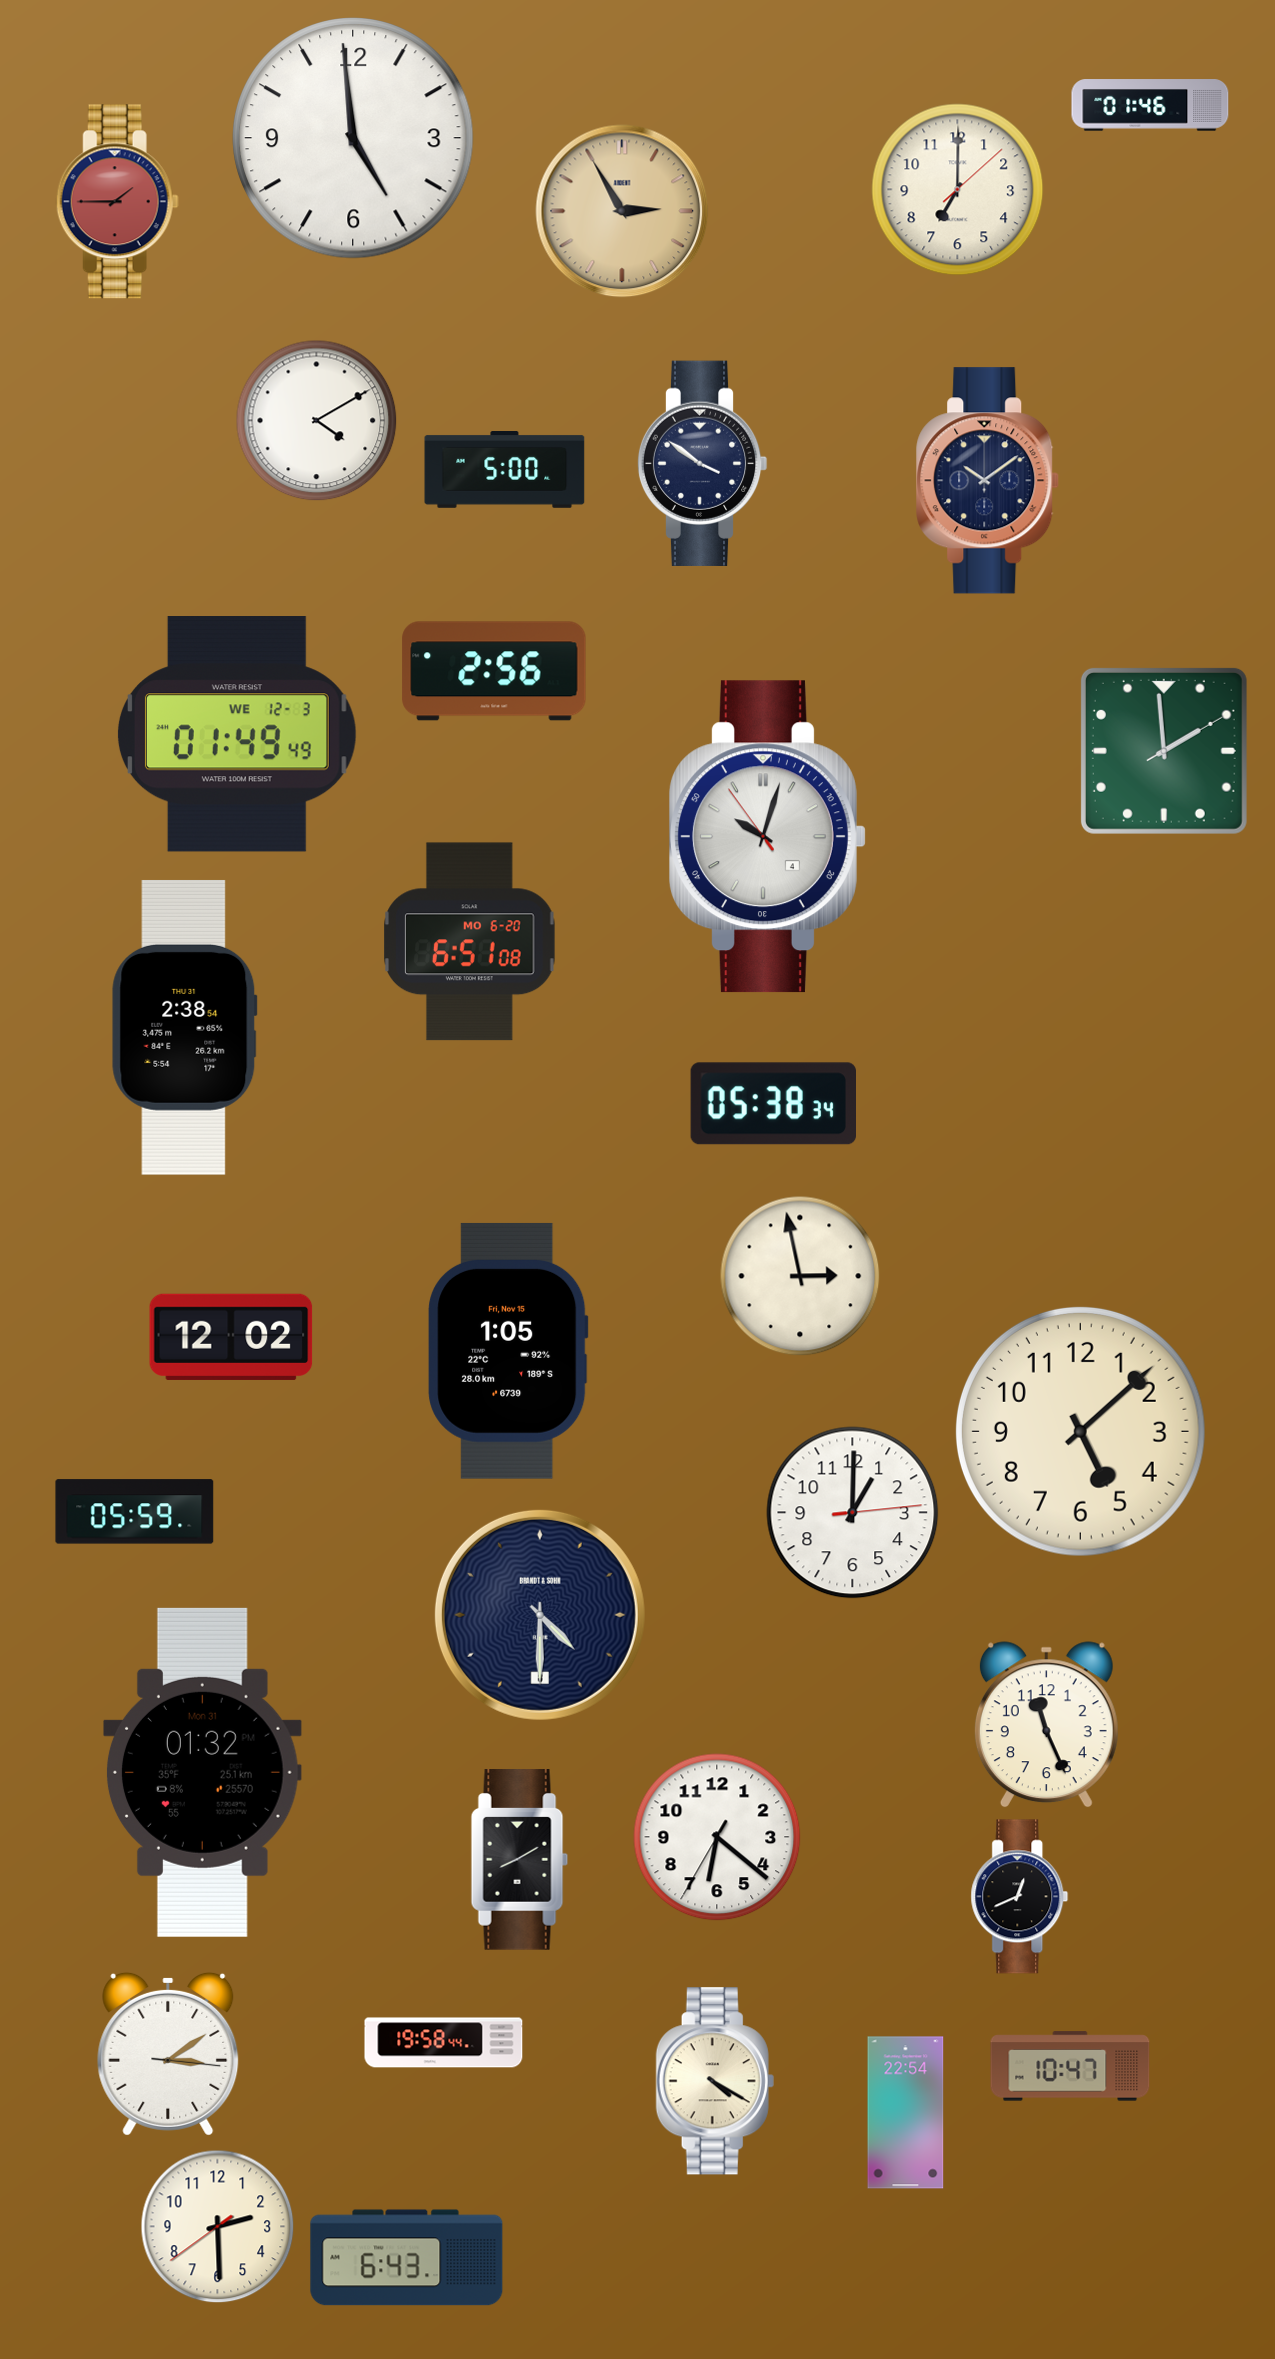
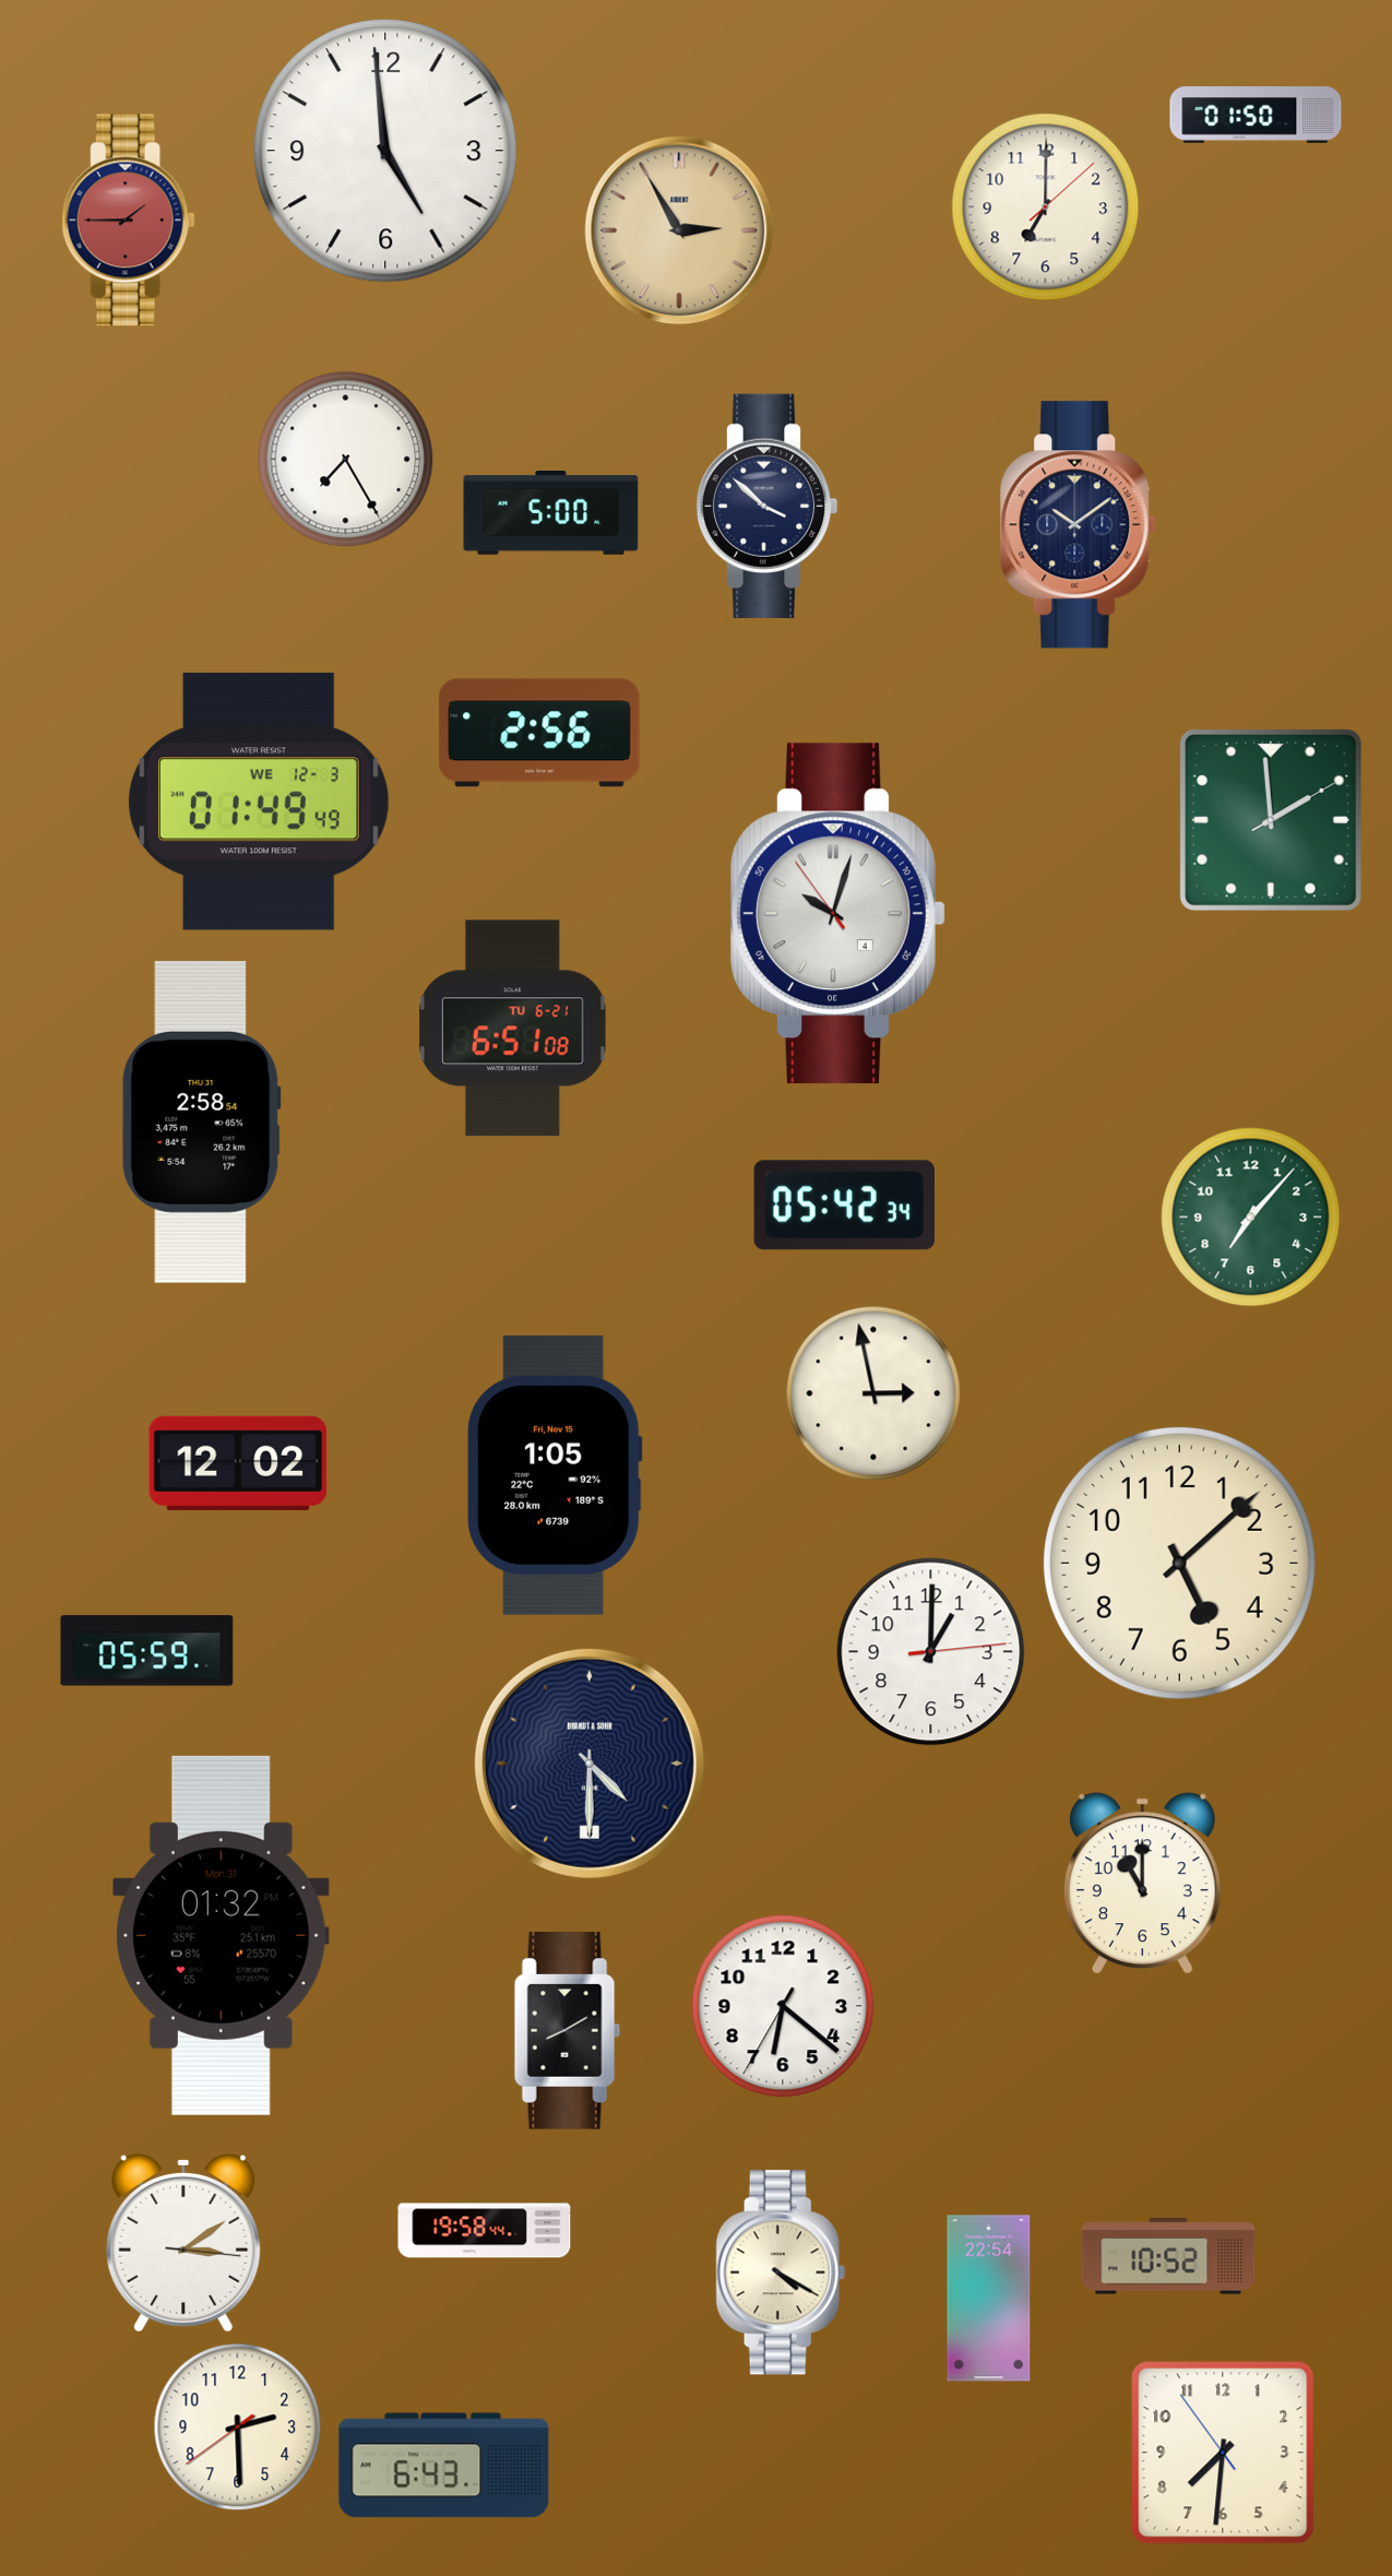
clock at (1150, 105): 01:46 -> 01:50
clock at (317, 421): 4:10 -> 7:25
clock at (702, 463): 3:51 -> 3:52
clock at (470, 942) date: MO 6-20 -> TU 6-21
clock at (185, 1027): 2:38 -> 2:58
clock at (773, 1104): 05:38 -> 05:42
clock at (1251, 1218): none -> 7:07
clock at (231, 1337) position: (231, 1337) -> (238, 1463)
clock at (1046, 1725): 11:26 -> 11:00
clock at (1020, 1897): 12:41 -> none
clock at (1070, 2066): 10:47 -> 10:52
clock at (906, 2113) position: (906, 2113) -> (989, 2299)
clock at (218, 2227) position: (218, 2227) -> (238, 2427)
clock at (1223, 2453): none -> 7:30
